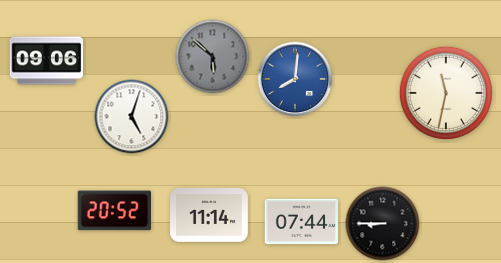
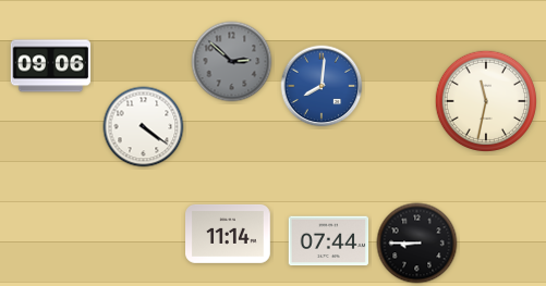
clock at (213, 57): 5:52 -> 2:52
clock at (132, 117): 5:03 -> 4:21
clock at (114, 211): 20:52 -> none
